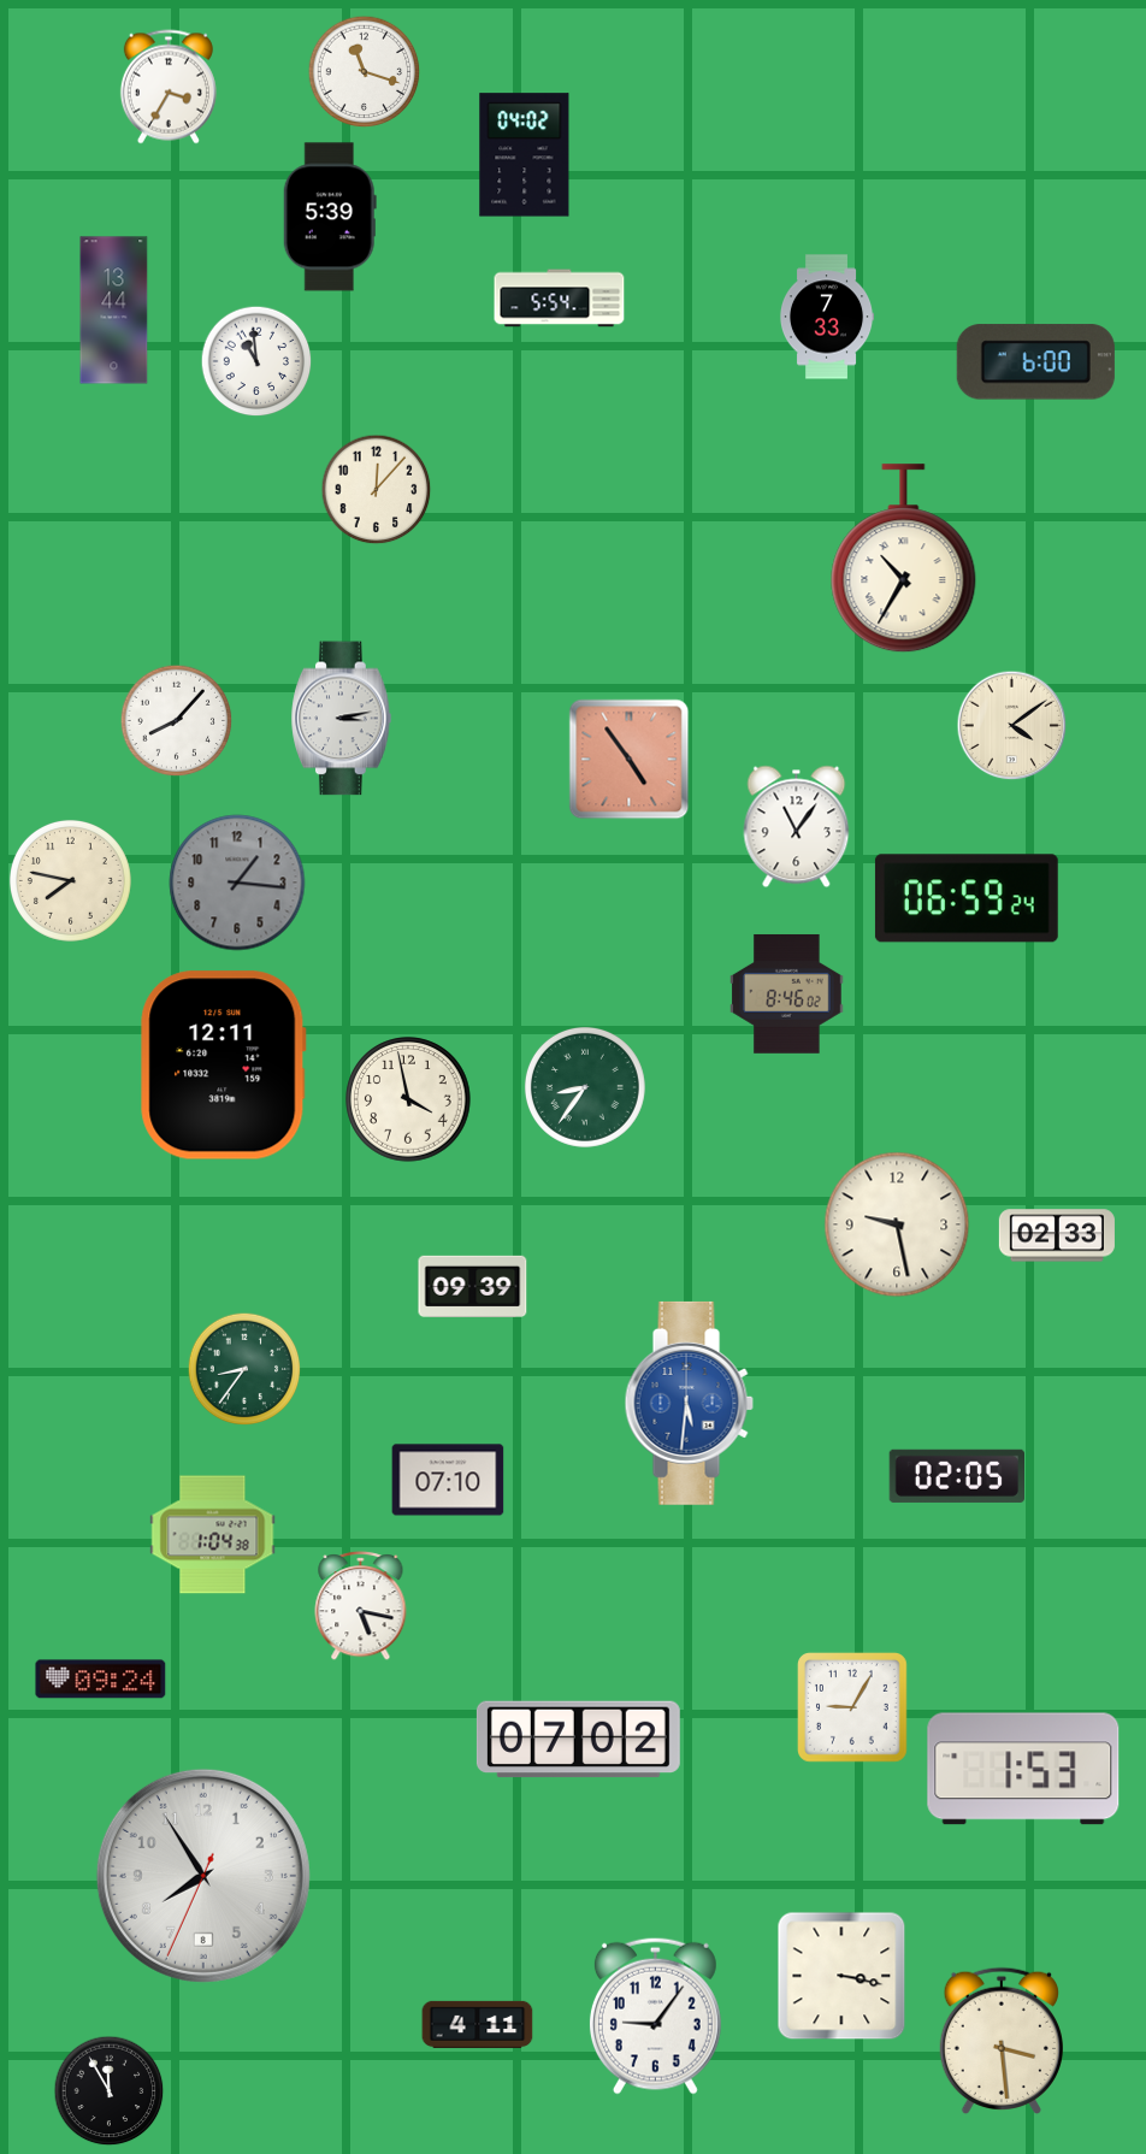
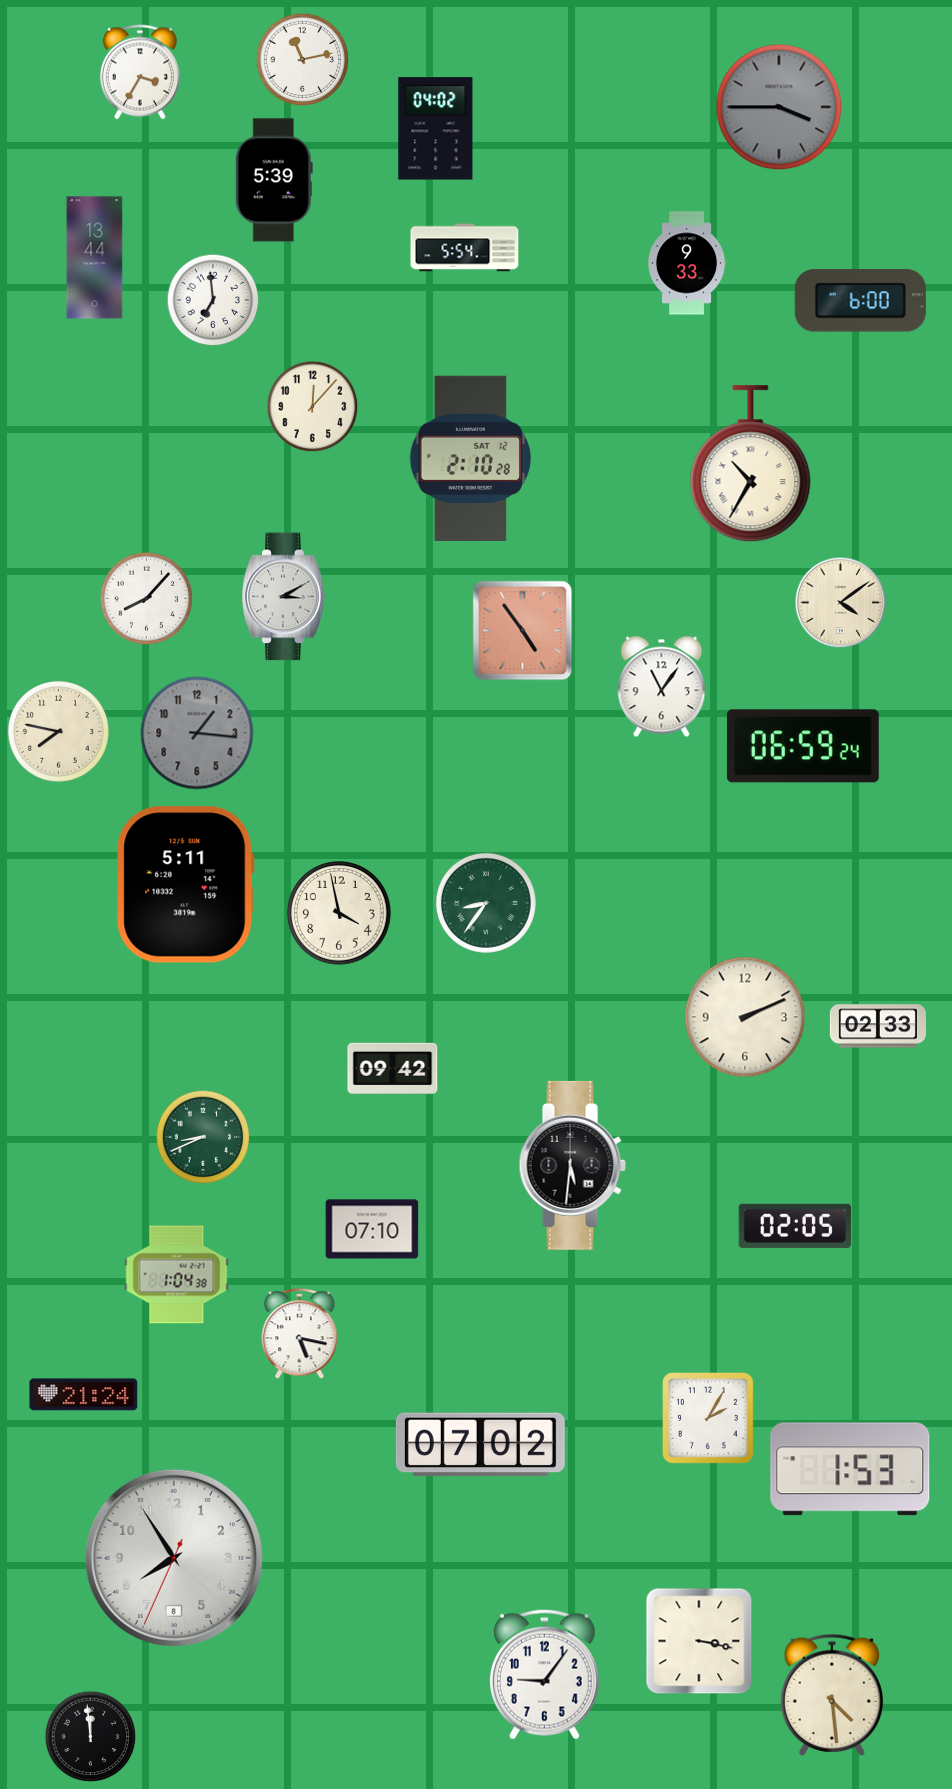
clock at (365, 72): 11:18 -> 11:13
clock at (779, 107): none -> 3:45
clock at (827, 317): 7:33 -> 9:33
clock at (256, 361): 10:59 -> 6:59
clock at (471, 458): none -> 2:10
clock at (342, 719): 3:13 -> 3:10
clock at (787, 993): 8:46 -> none
clock at (224, 1066): 12:11 -> 5:11
clock at (897, 1224): 9:28 -> 2:11
clock at (473, 1286): 09:39 -> 09:42
clock at (244, 1369): 8:36 -> 8:41
clock at (689, 1403) dial: blue -> black
clock at (101, 1680): 09:24 -> 21:24
clock at (853, 1709): 9:05 -> 2:05
clock at (203, 1876) position: (203, 1876) -> (174, 1558)
clock at (478, 2024): 4:11 -> none
clock at (1000, 2040): 3:29 -> 4:29
clock at (110, 2091): 11:55 -> 11:59
